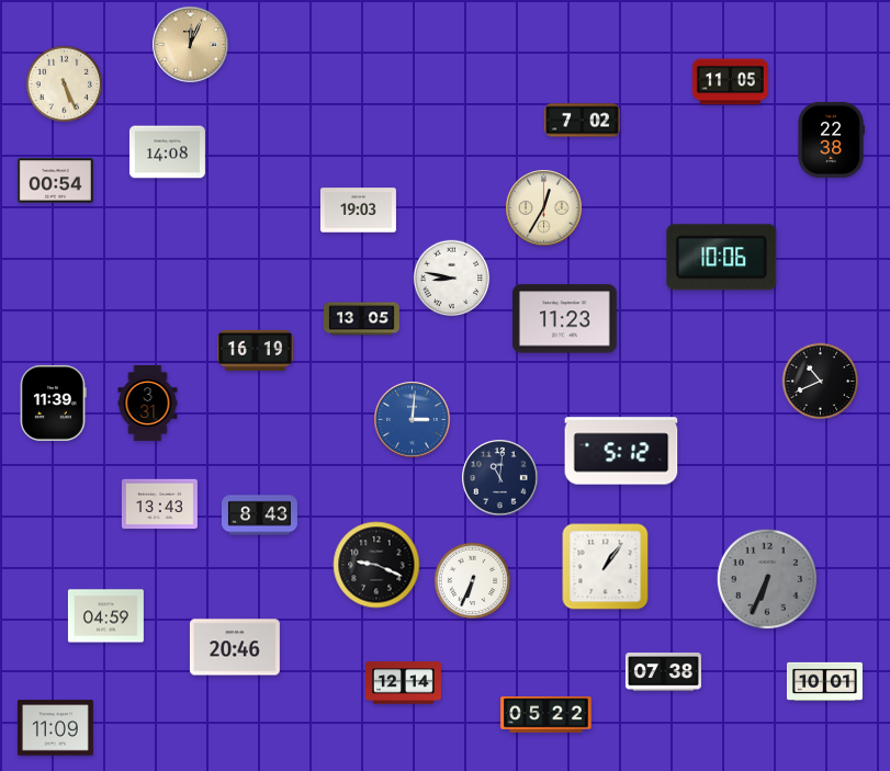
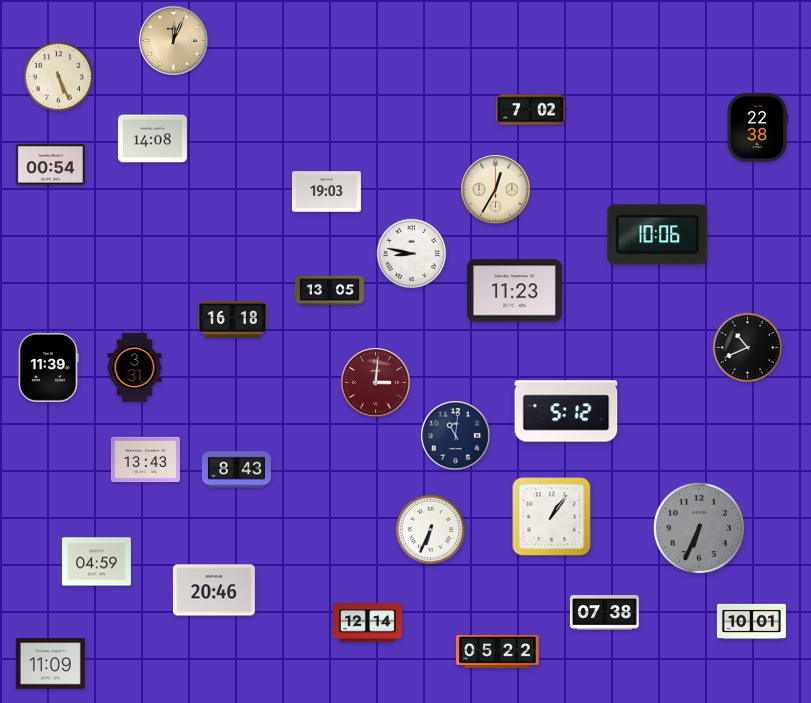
clock at (730, 82): 11:05 -> none
clock at (255, 350): 16:19 -> 16:18
clock at (413, 420) dial: blue -> burgundy
clock at (376, 565): 9:19 -> none
